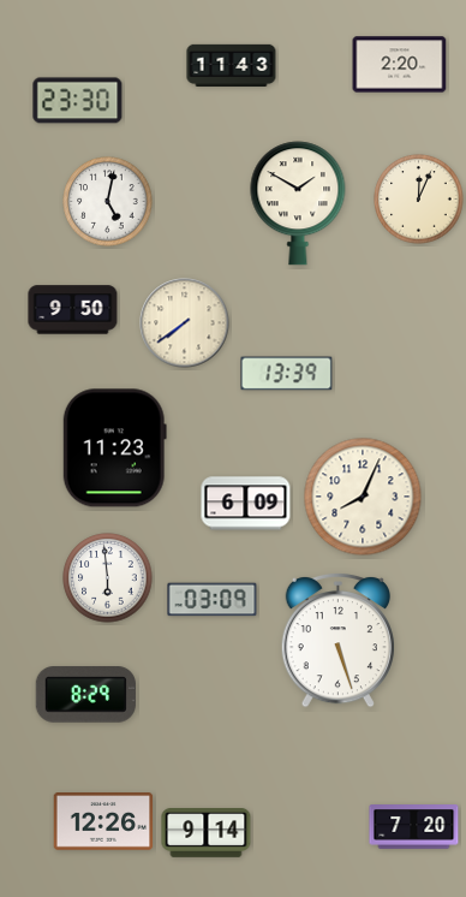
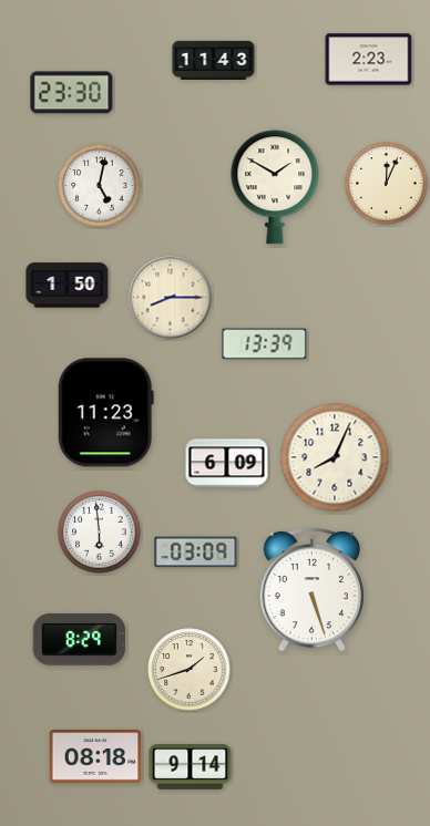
clock at (400, 65): 2:20 -> 2:23
clock at (73, 310): 9:50 -> 1:50
clock at (185, 323): 7:39 -> 8:15
clock at (190, 670): none -> 1:42
clock at (103, 821): 12:26 -> 08:18
clock at (414, 827): 7:20 -> none
